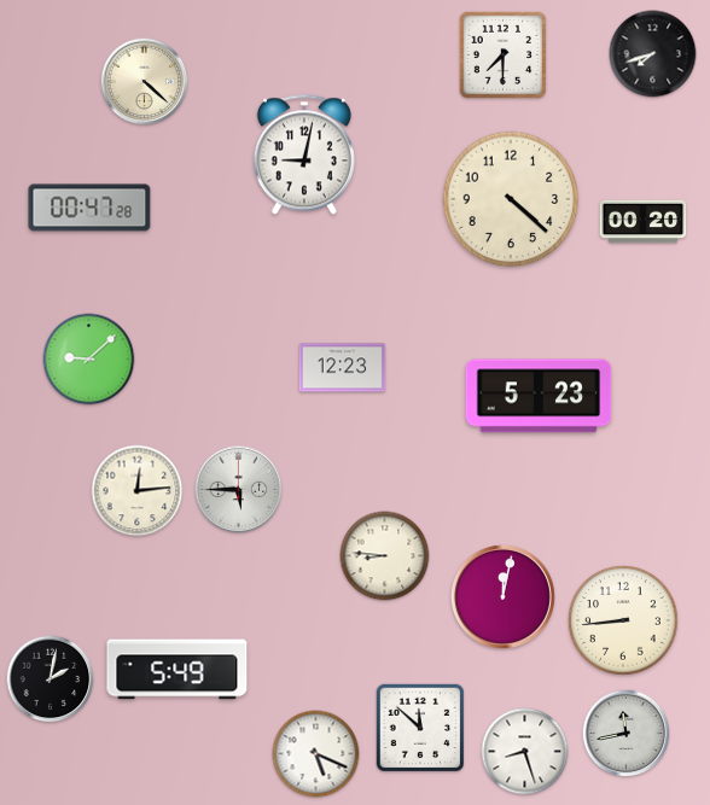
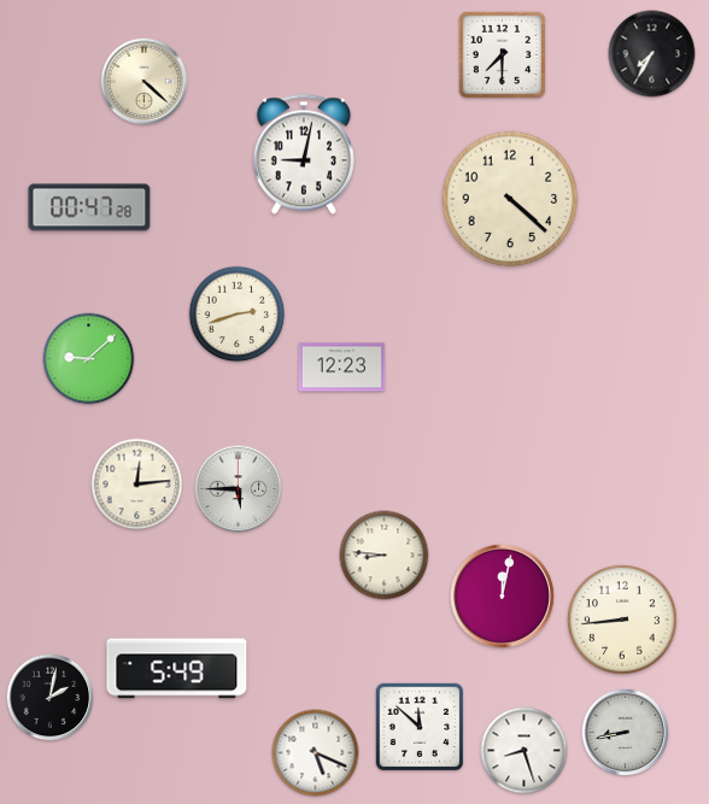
clock at (653, 54): 7:42 -> 7:35
clock at (644, 222): 00:20 -> none
clock at (238, 315): none -> 2:42
clock at (539, 396): 5:23 -> none
clock at (138, 491) position: (138, 491) -> (137, 485)
clock at (51, 679) position: (51, 679) -> (51, 698)
clock at (627, 734): 11:43 -> 8:43
